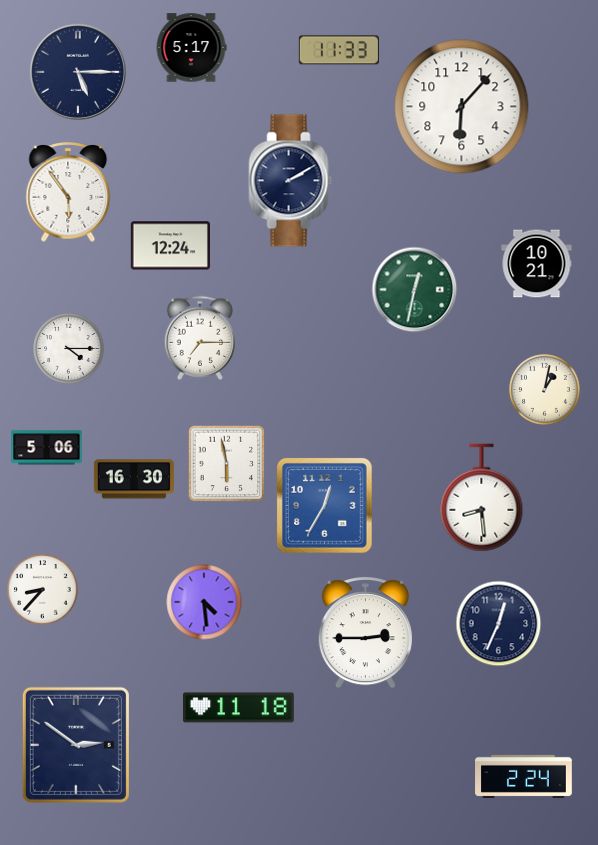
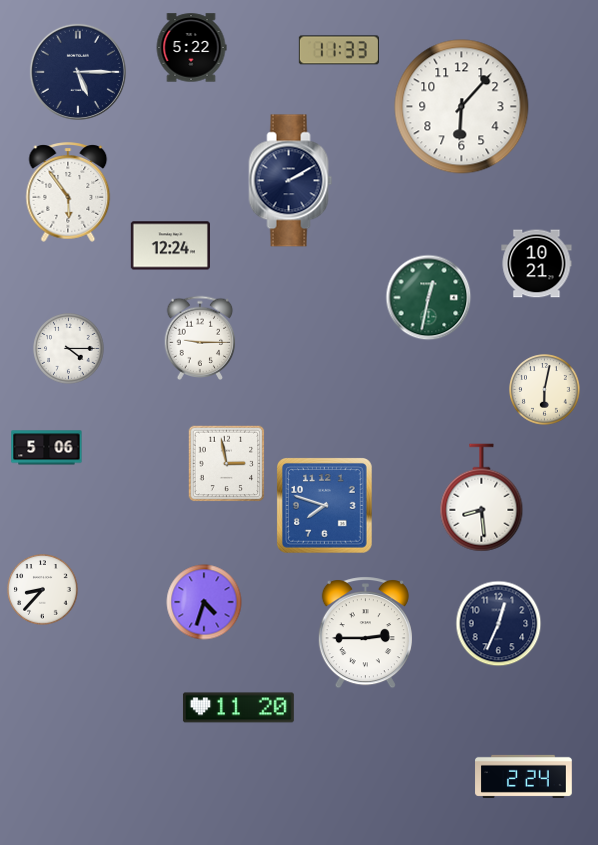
clock at (191, 48): 5:17 -> 5:22
clock at (415, 290) position: (415, 290) -> (429, 298)
clock at (200, 337): 7:15 -> 9:15
clock at (545, 390): 1:02 -> 6:02
clock at (227, 464): 5:58 -> 2:58
clock at (134, 479): 16:30 -> none
clock at (325, 506): 12:35 -> 7:48
clock at (204, 602): 4:29 -> 4:33
clock at (238, 708): 11:18 -> 11:20
clock at (76, 745): 2:51 -> none
